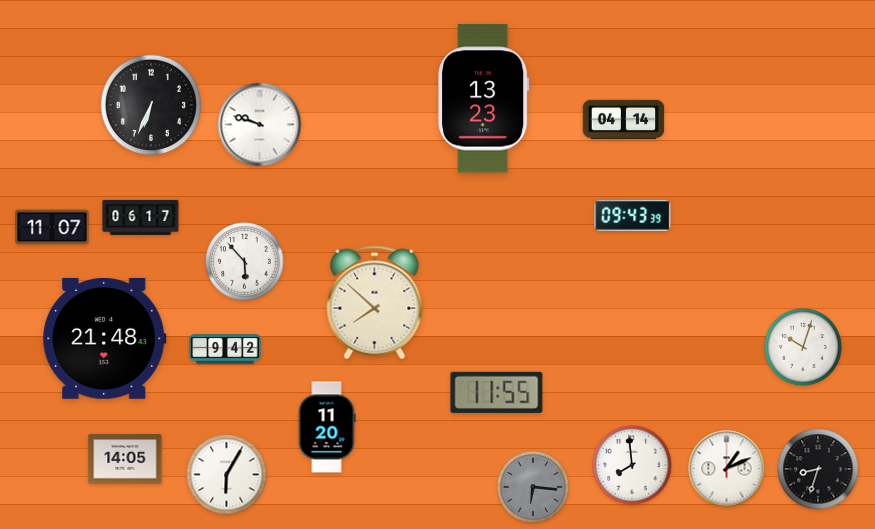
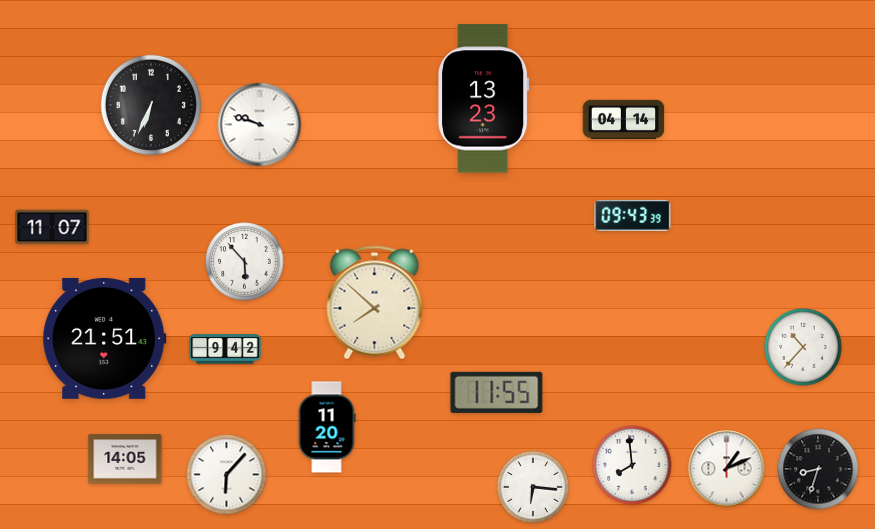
clock at (141, 217): 06:17 -> none
clock at (105, 338): 21:48 -> 21:51
clock at (803, 347): 10:03 -> 10:37
clock at (227, 475): 6:05 -> 6:07
clock at (533, 487) dial: grey -> white
